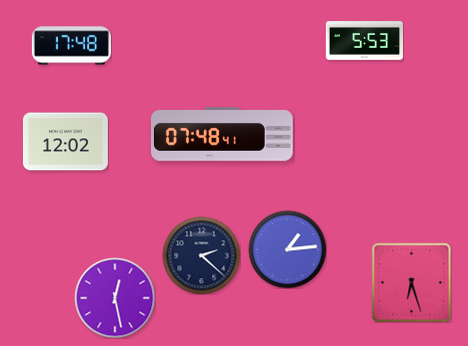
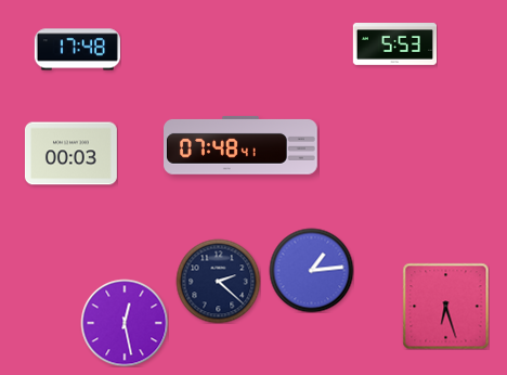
clock at (65, 142): 12:02 -> 00:03
clock at (201, 255) position: (201, 255) -> (218, 281)
